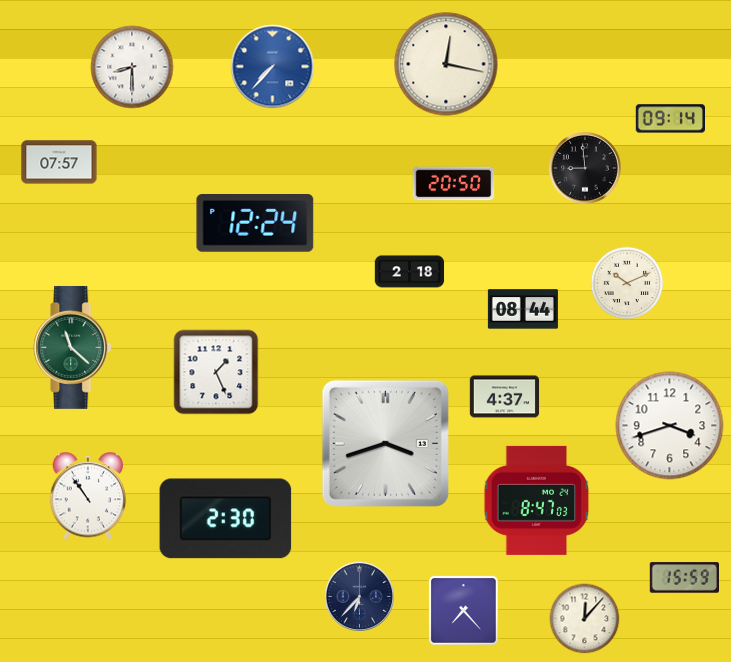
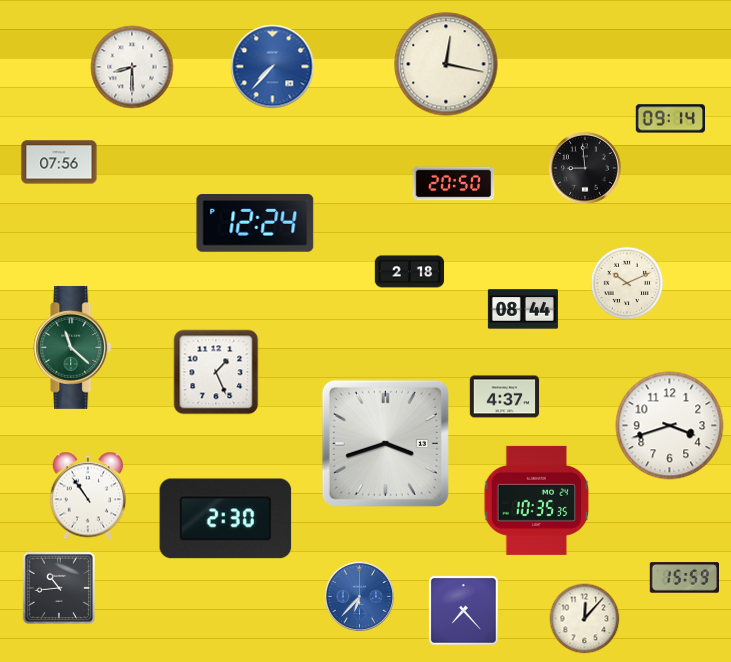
clock at (59, 162): 07:57 -> 07:56
clock at (537, 500): 8:47 -> 10:35
clock at (58, 587): none -> 10:44
clock at (359, 596) dial: navy -> blue
